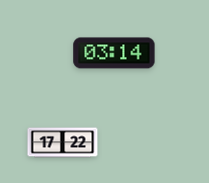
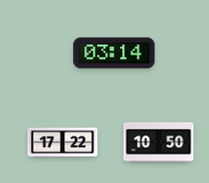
clock at (159, 143): none -> 10:50
